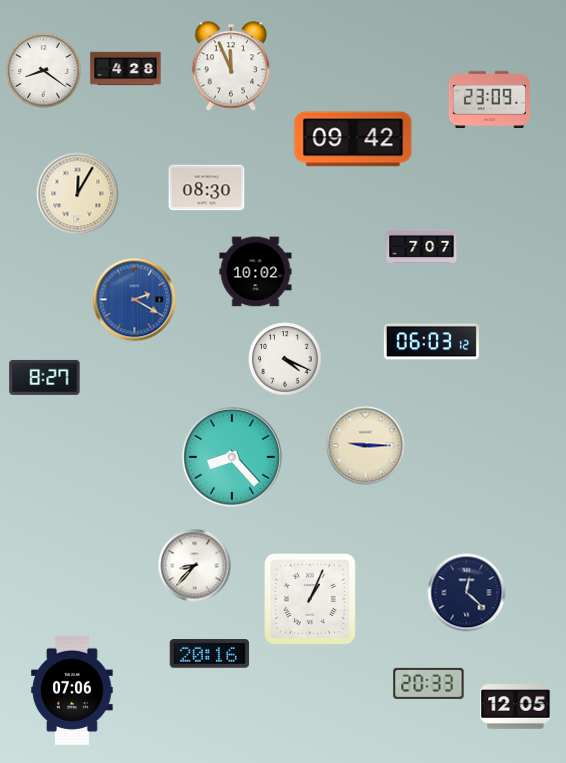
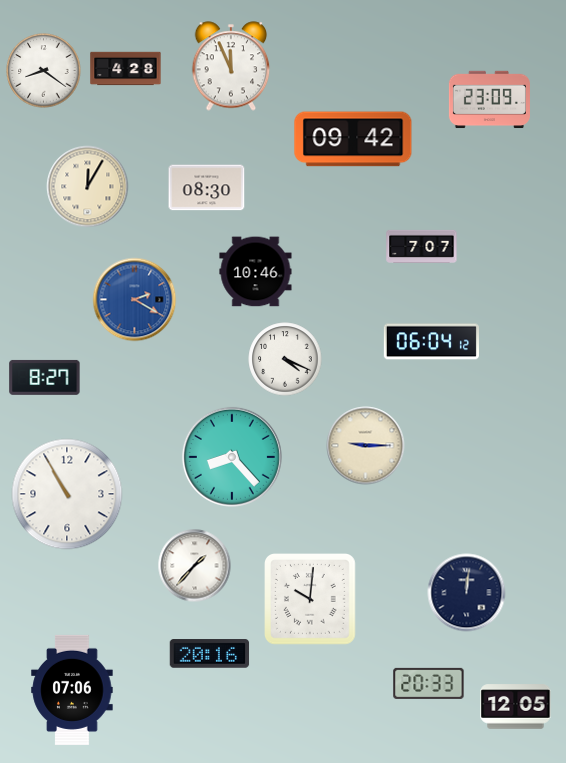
clock at (78, 194) position: (78, 194) -> (88, 187)
clock at (256, 272): 10:02 -> 10:46
clock at (431, 342): 06:03 -> 06:04
clock at (67, 494): none -> 10:55
clock at (195, 566): 8:37 -> 1:37
clock at (467, 593): 12:22 -> 12:01
clock at (311, 600): 1:04 -> 10:01
